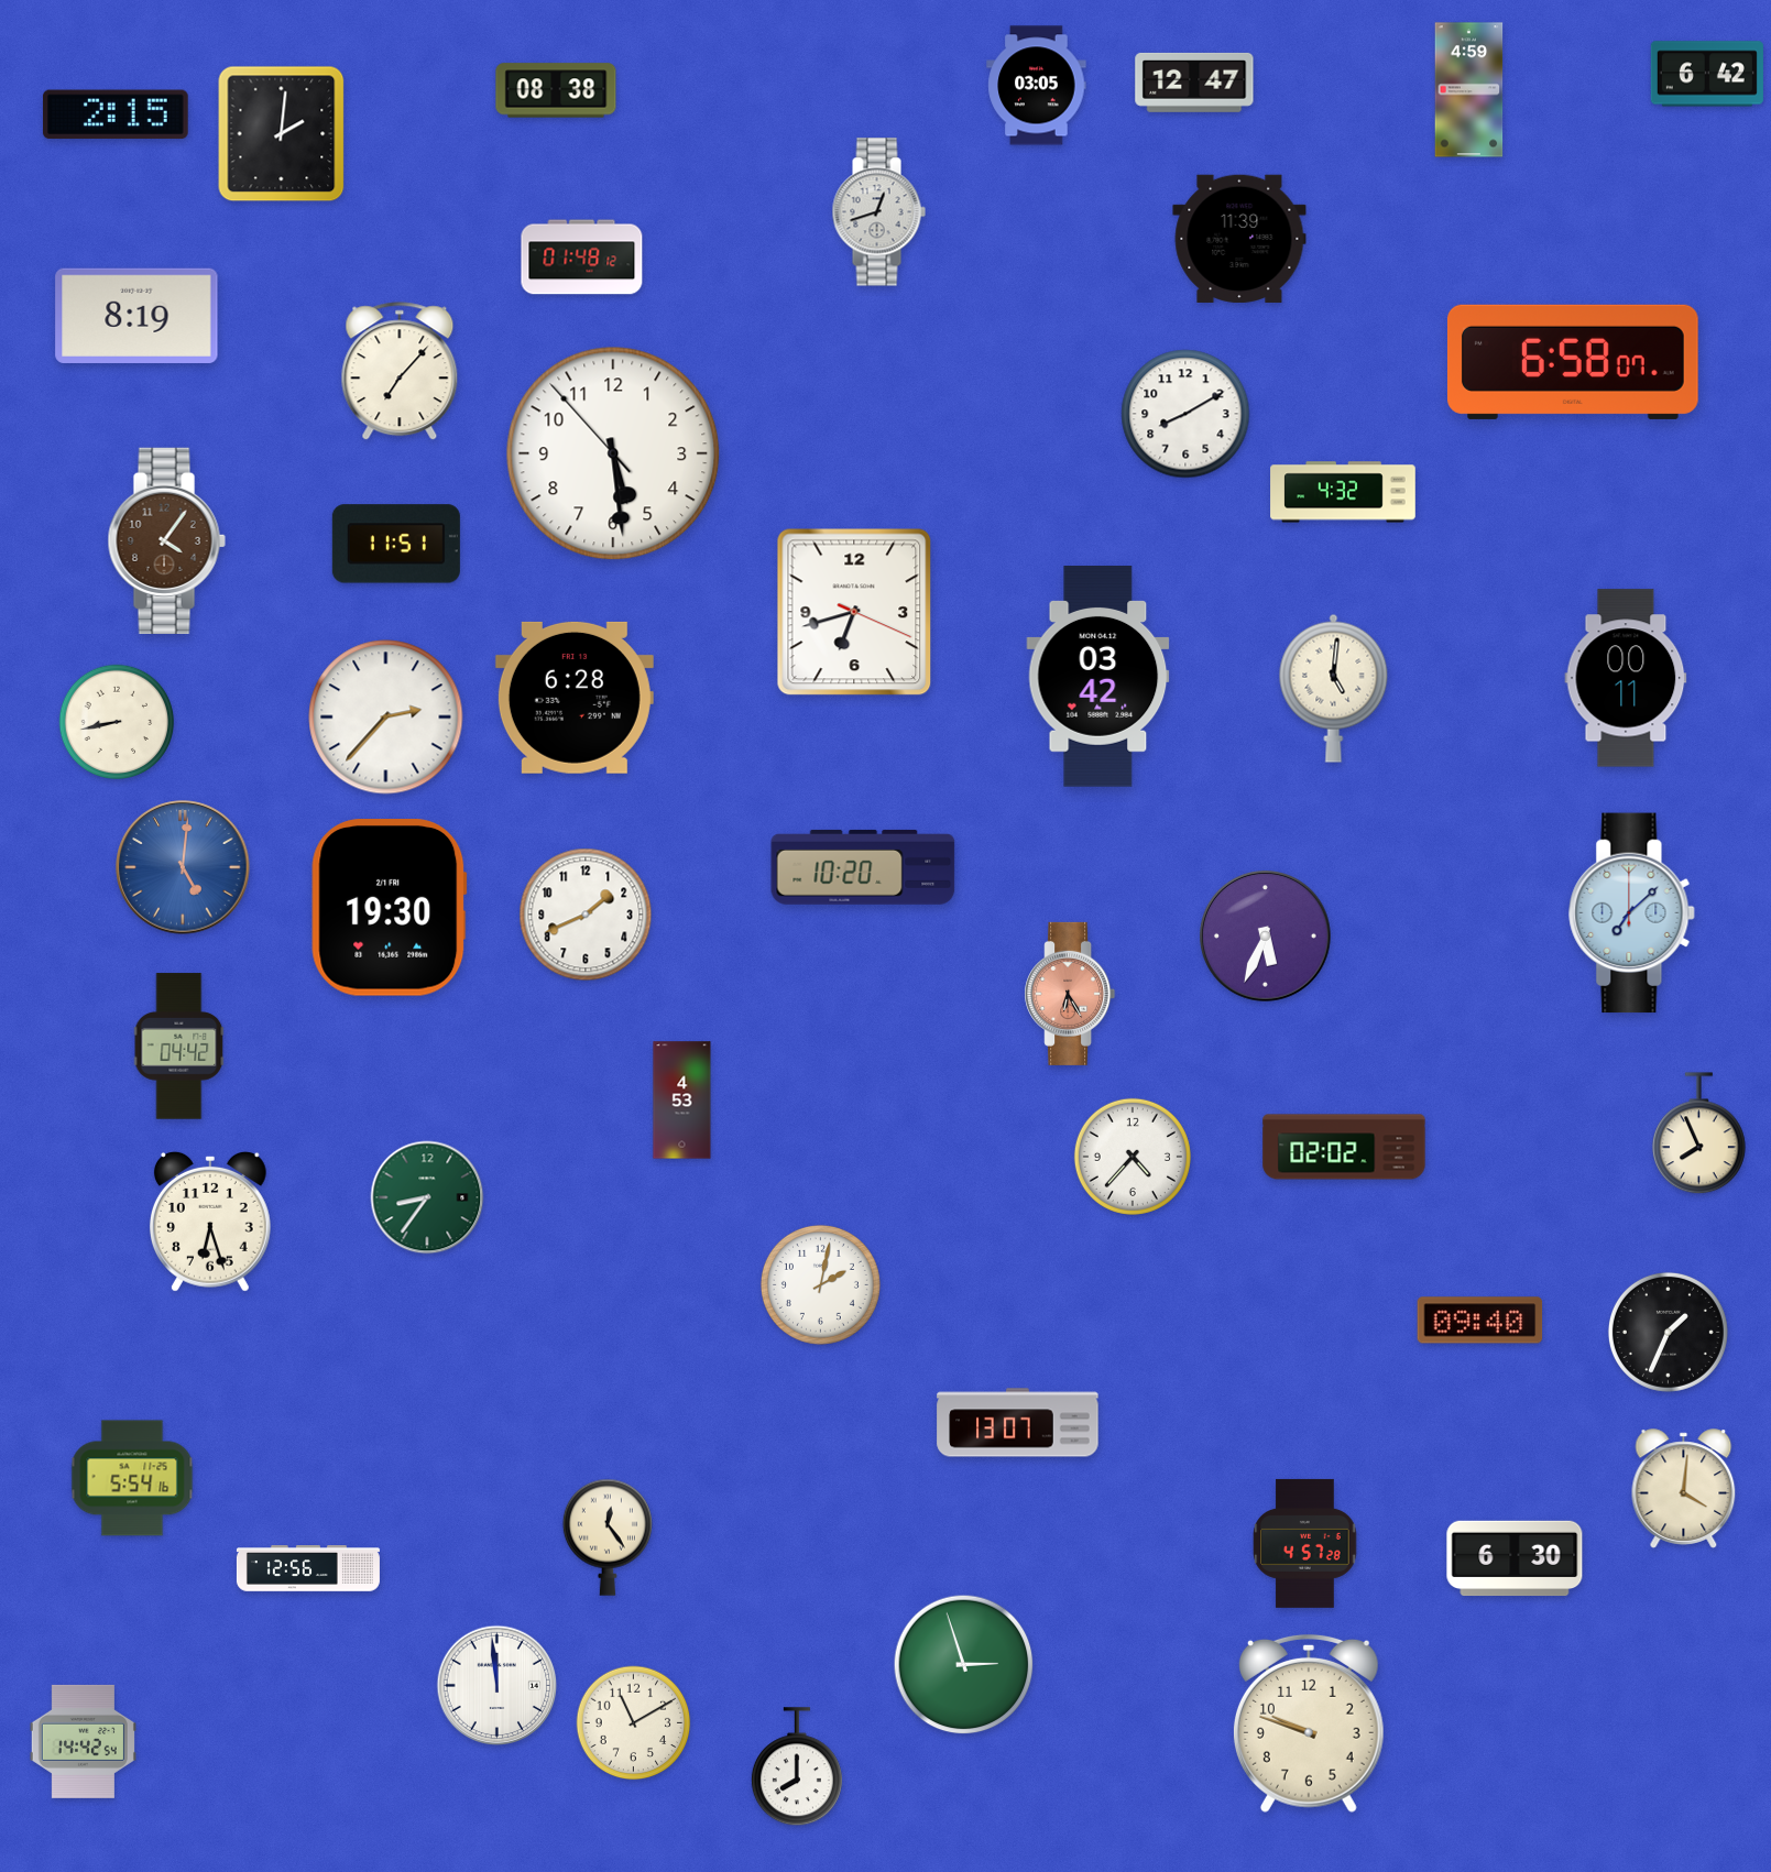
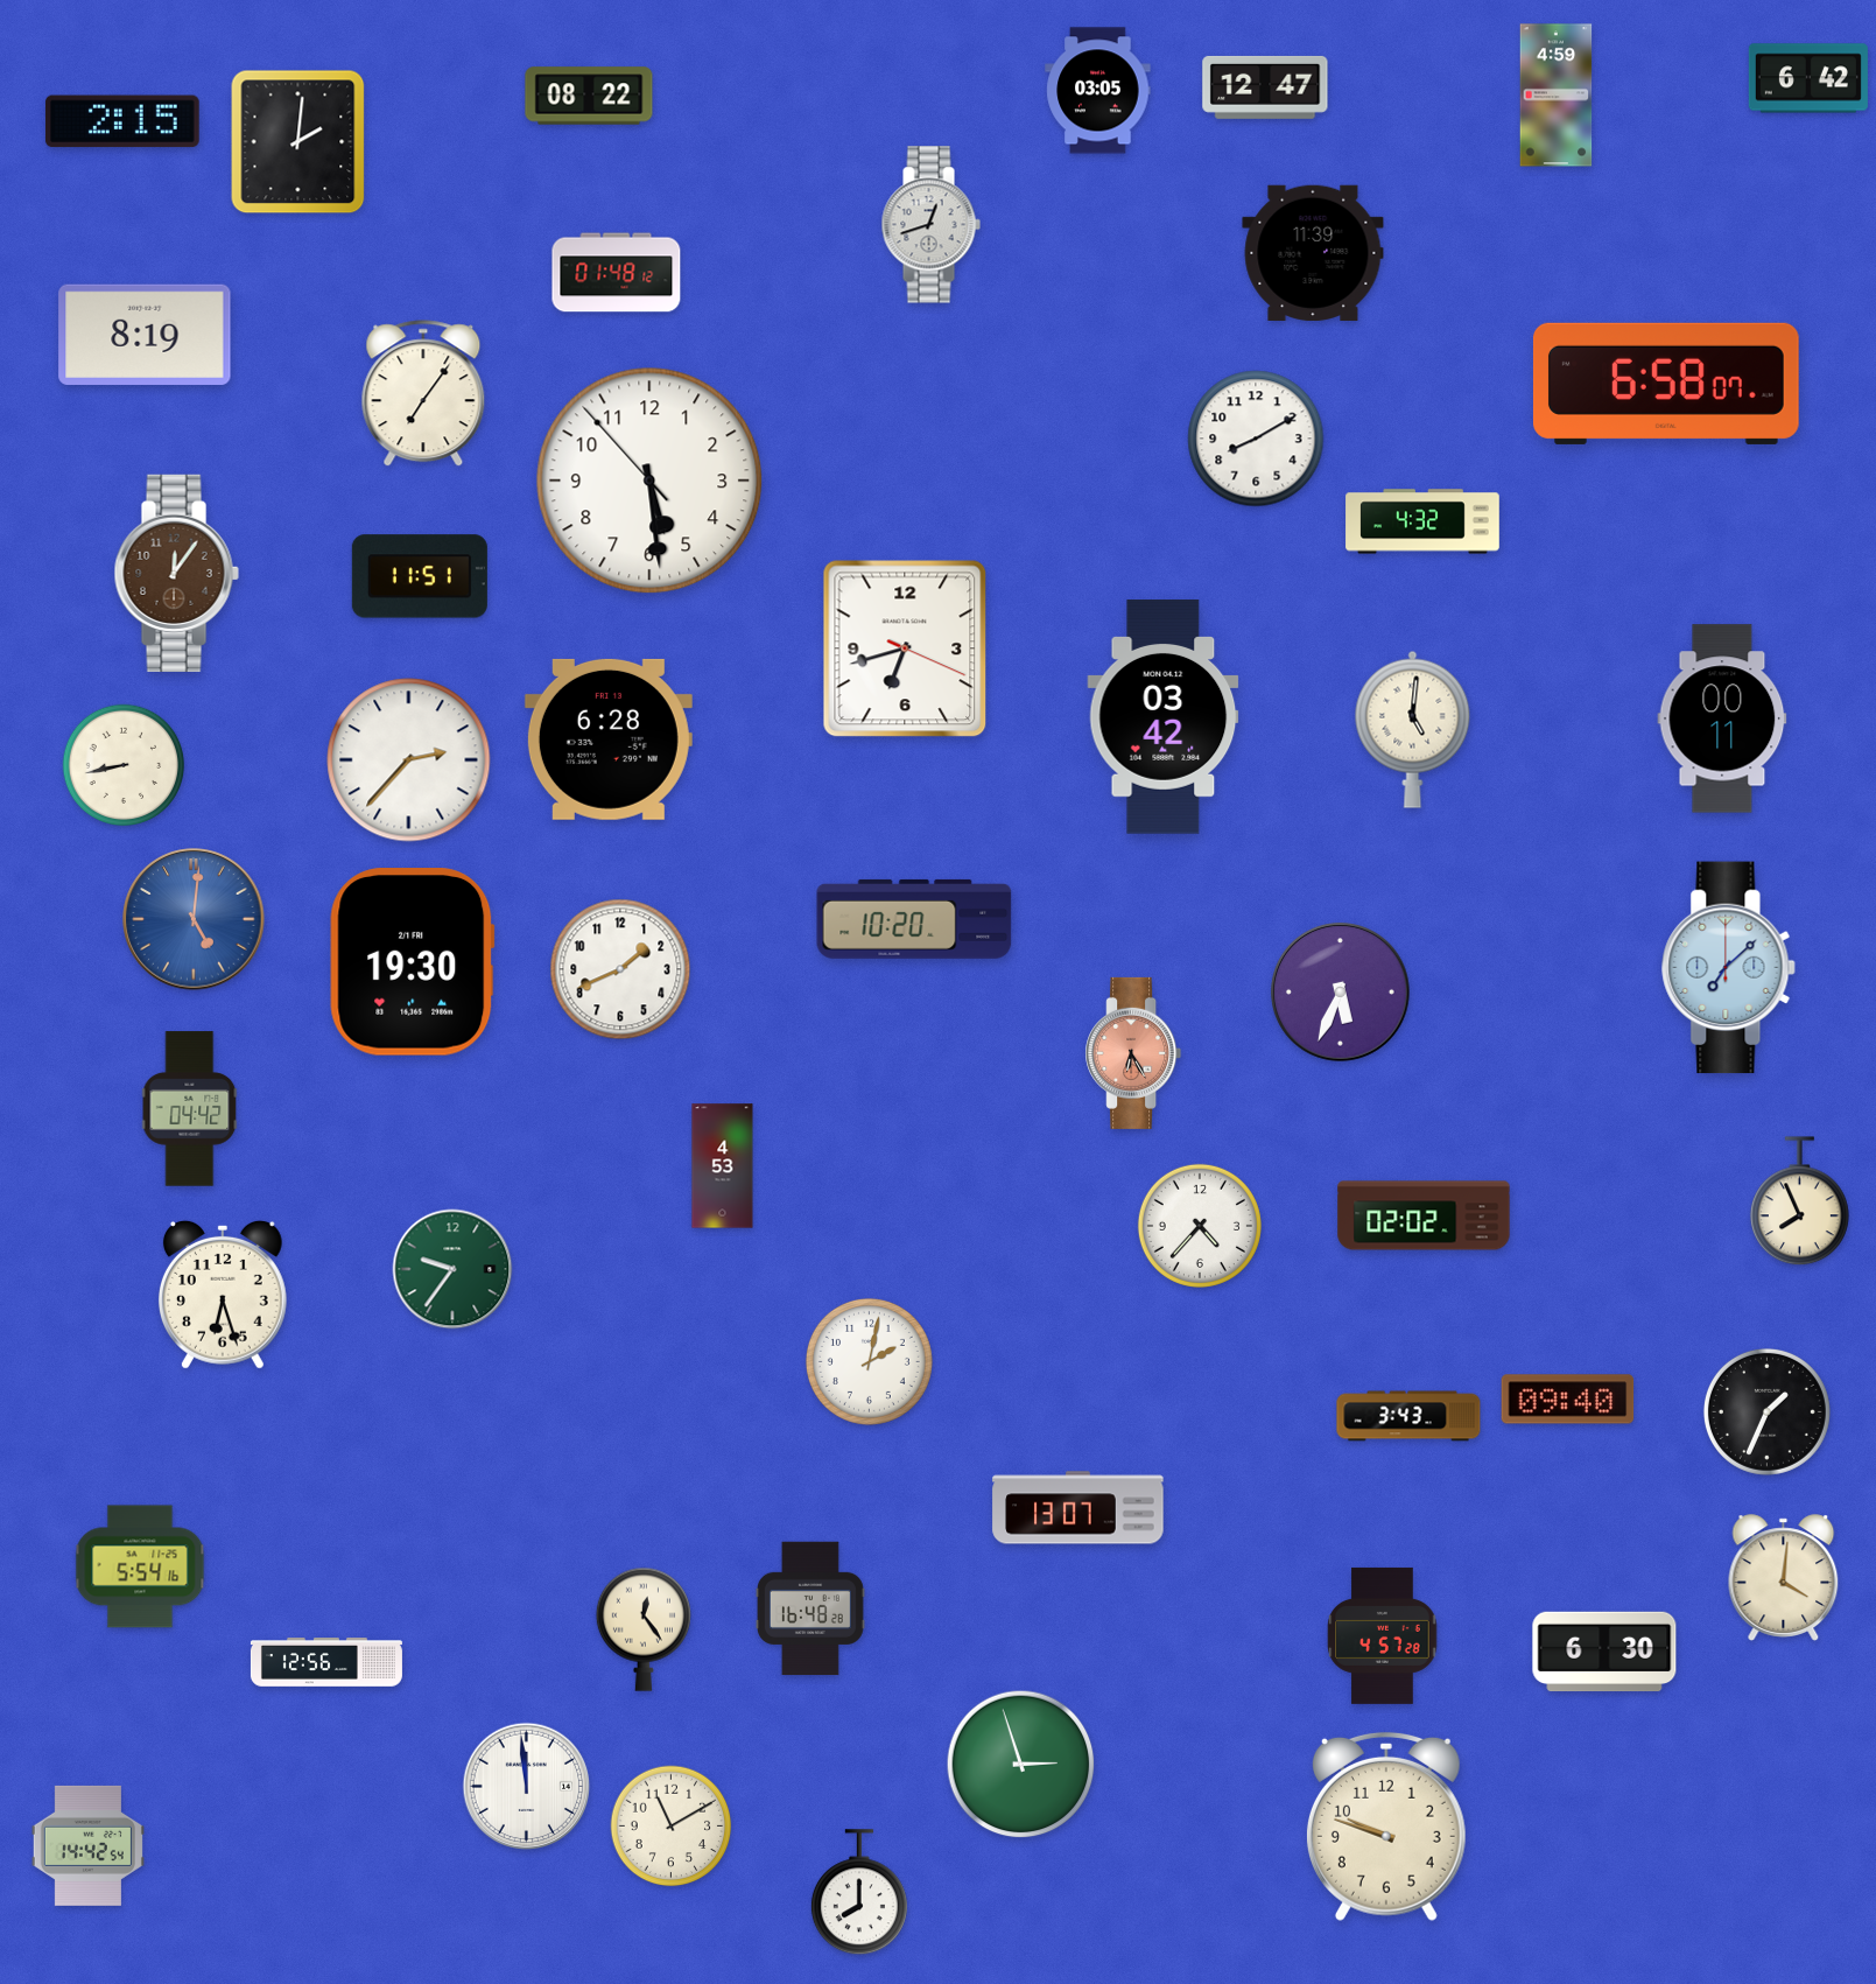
clock at (556, 90): 08:38 -> 08:22
clock at (400, 372): 7:07 -> 7:06
clock at (166, 540): 4:06 -> 12:06
clock at (427, 1197): 8:36 -> 9:36
clock at (1408, 1416): none -> 3:43
clock at (810, 1608): none -> 16:48
clock at (797, 1767) position: (797, 1767) -> (859, 1893)
